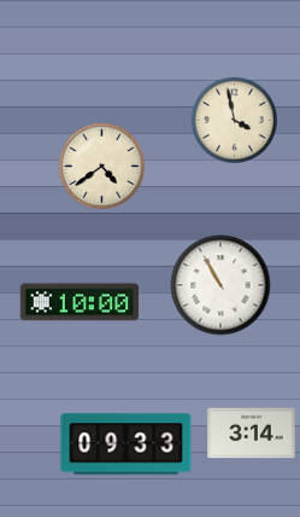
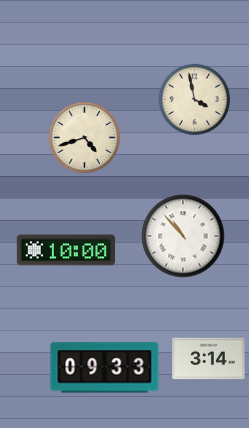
clock at (102, 167): 4:39 -> 4:42
clock at (220, 285): 10:55 -> 10:53
